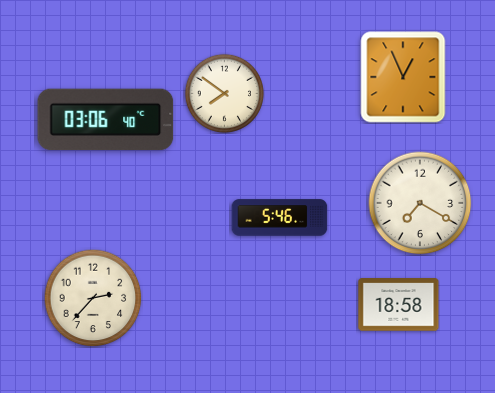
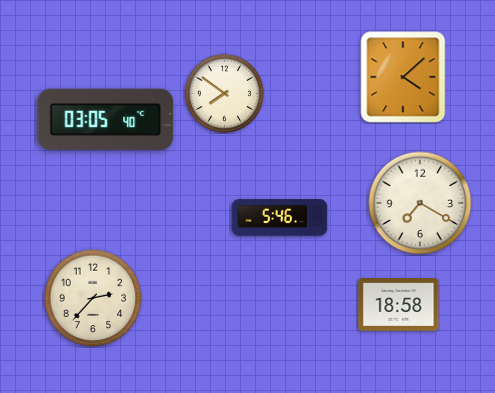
clock at (403, 77): 12:56 -> 4:08
clock at (106, 120): 03:06 -> 03:05
